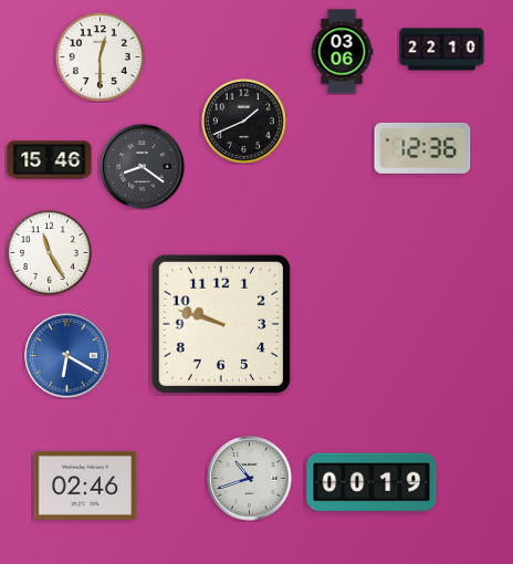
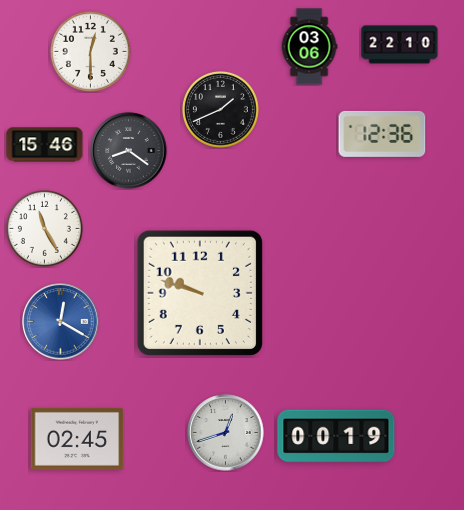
clock at (67, 356): 6:20 -> 12:20
clock at (250, 479): 10:42 -> 12:42
clock at (85, 485): 02:46 -> 02:45
